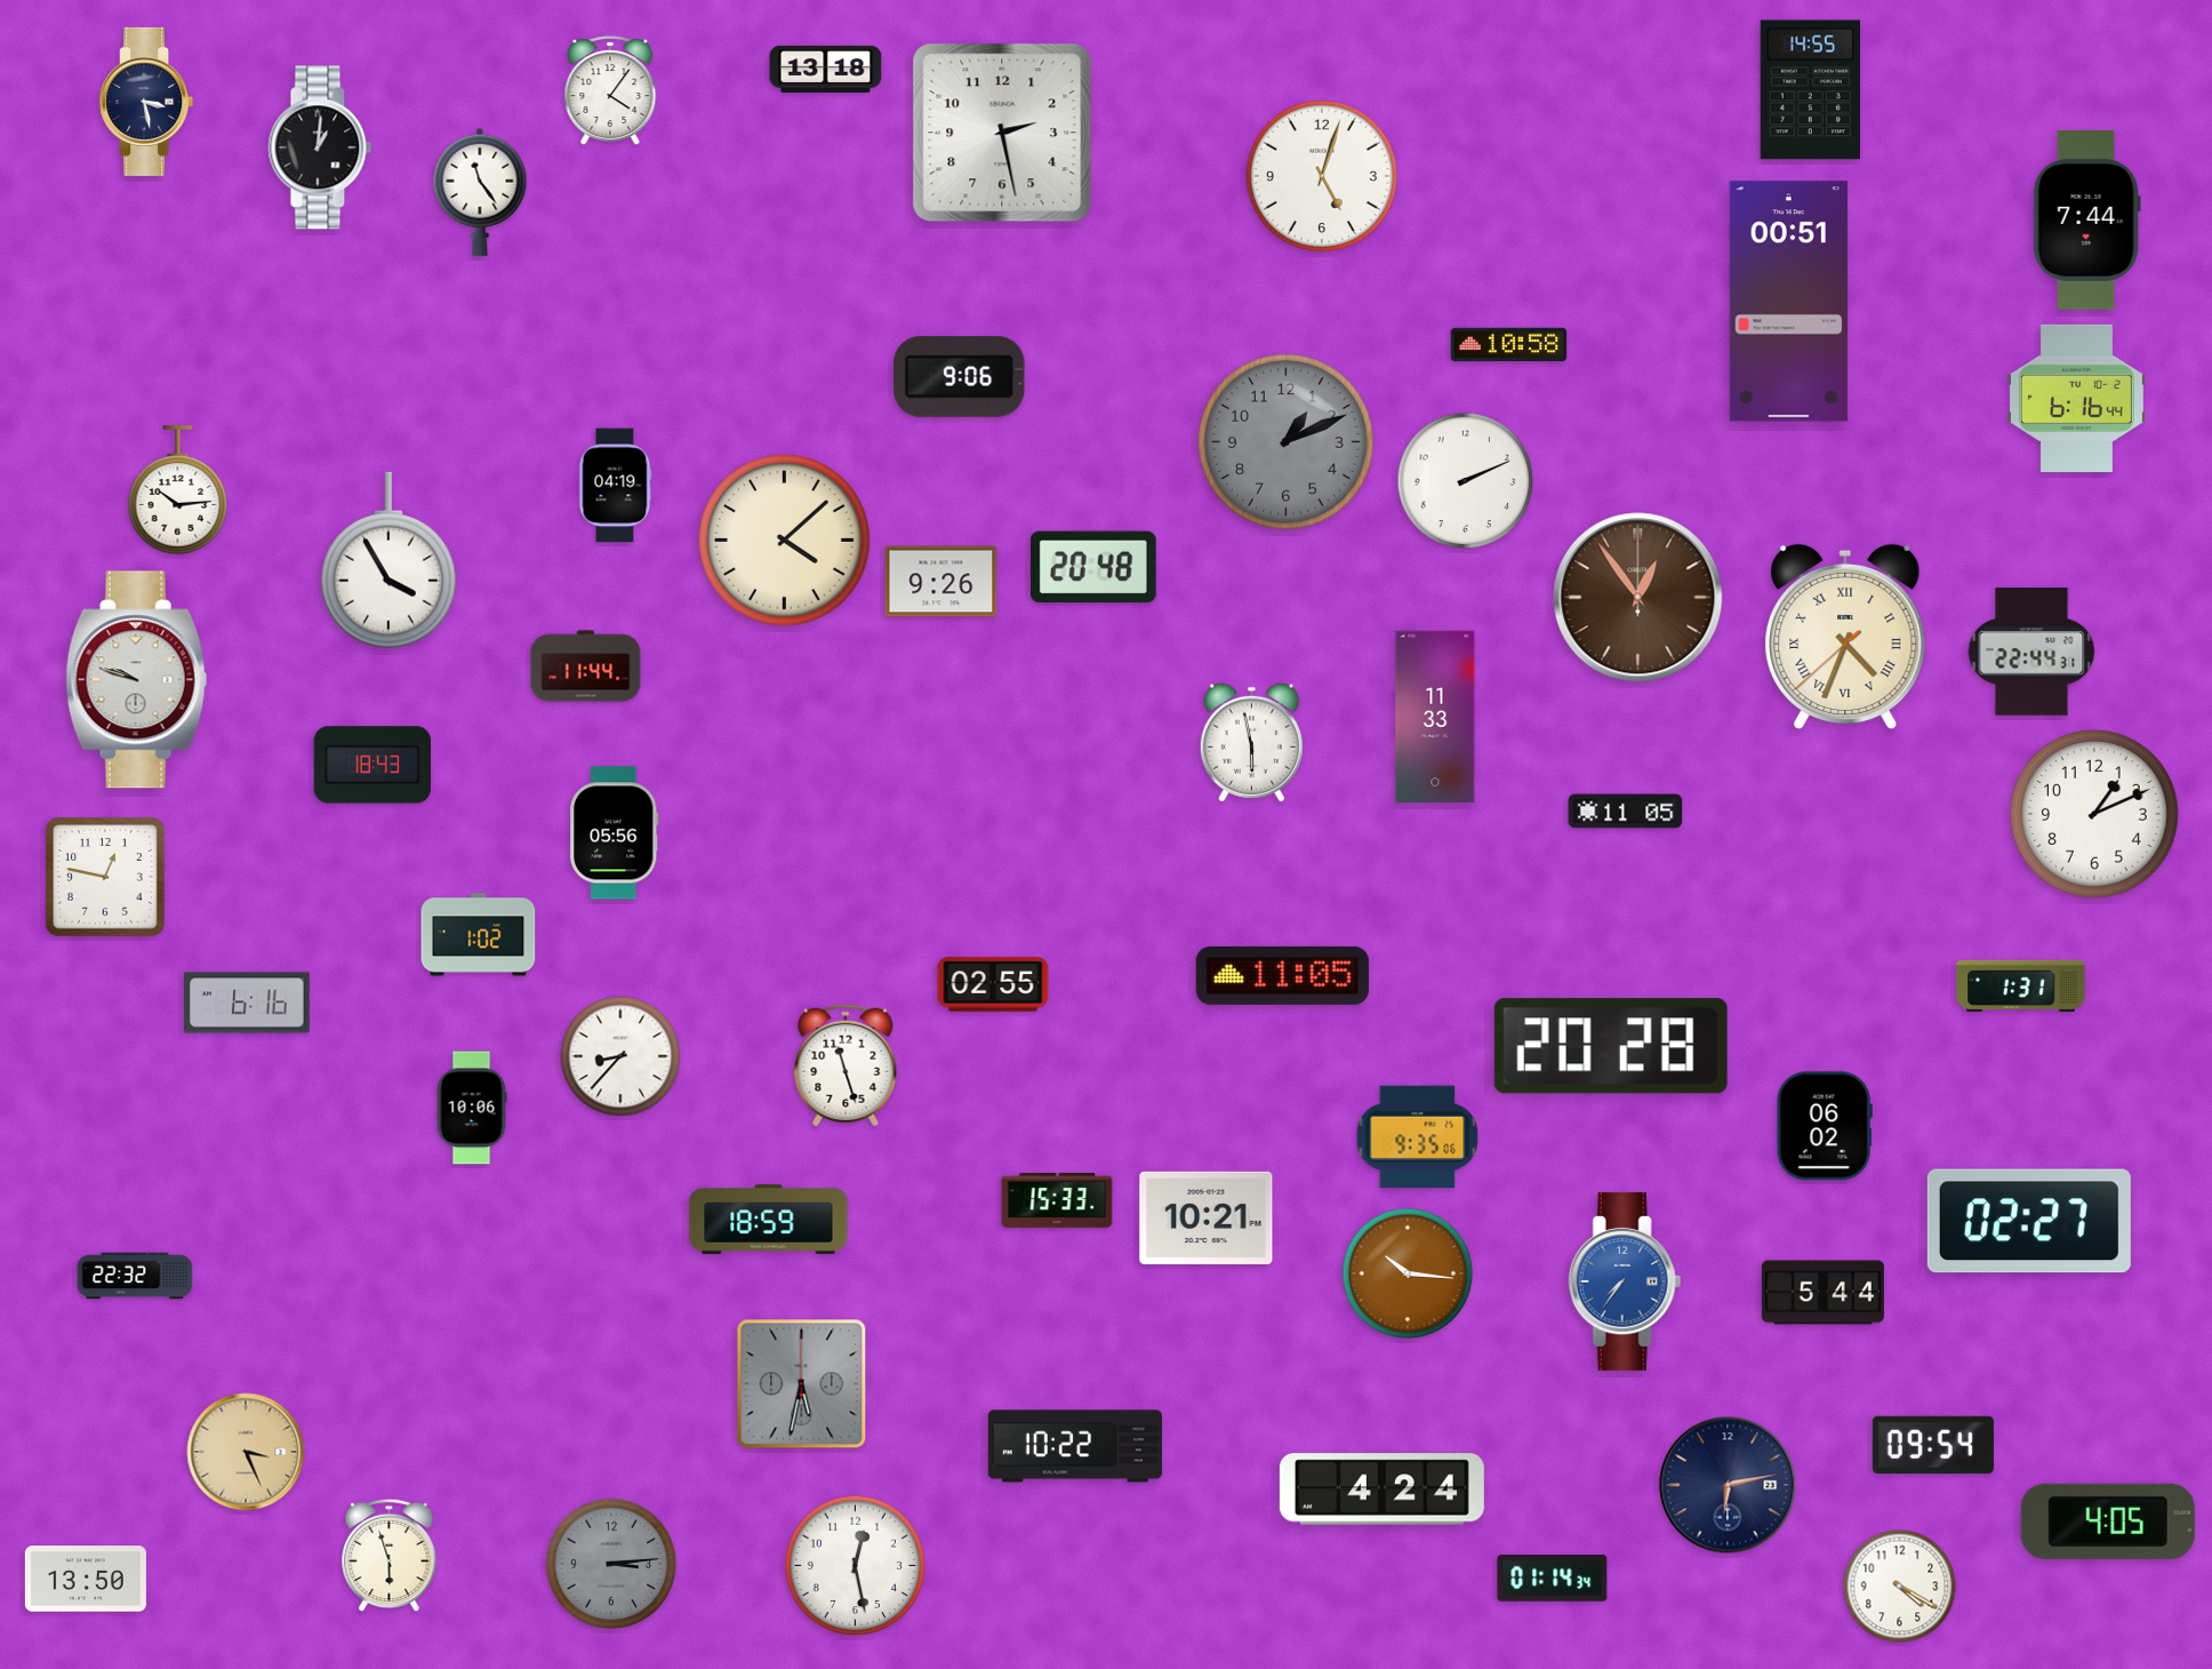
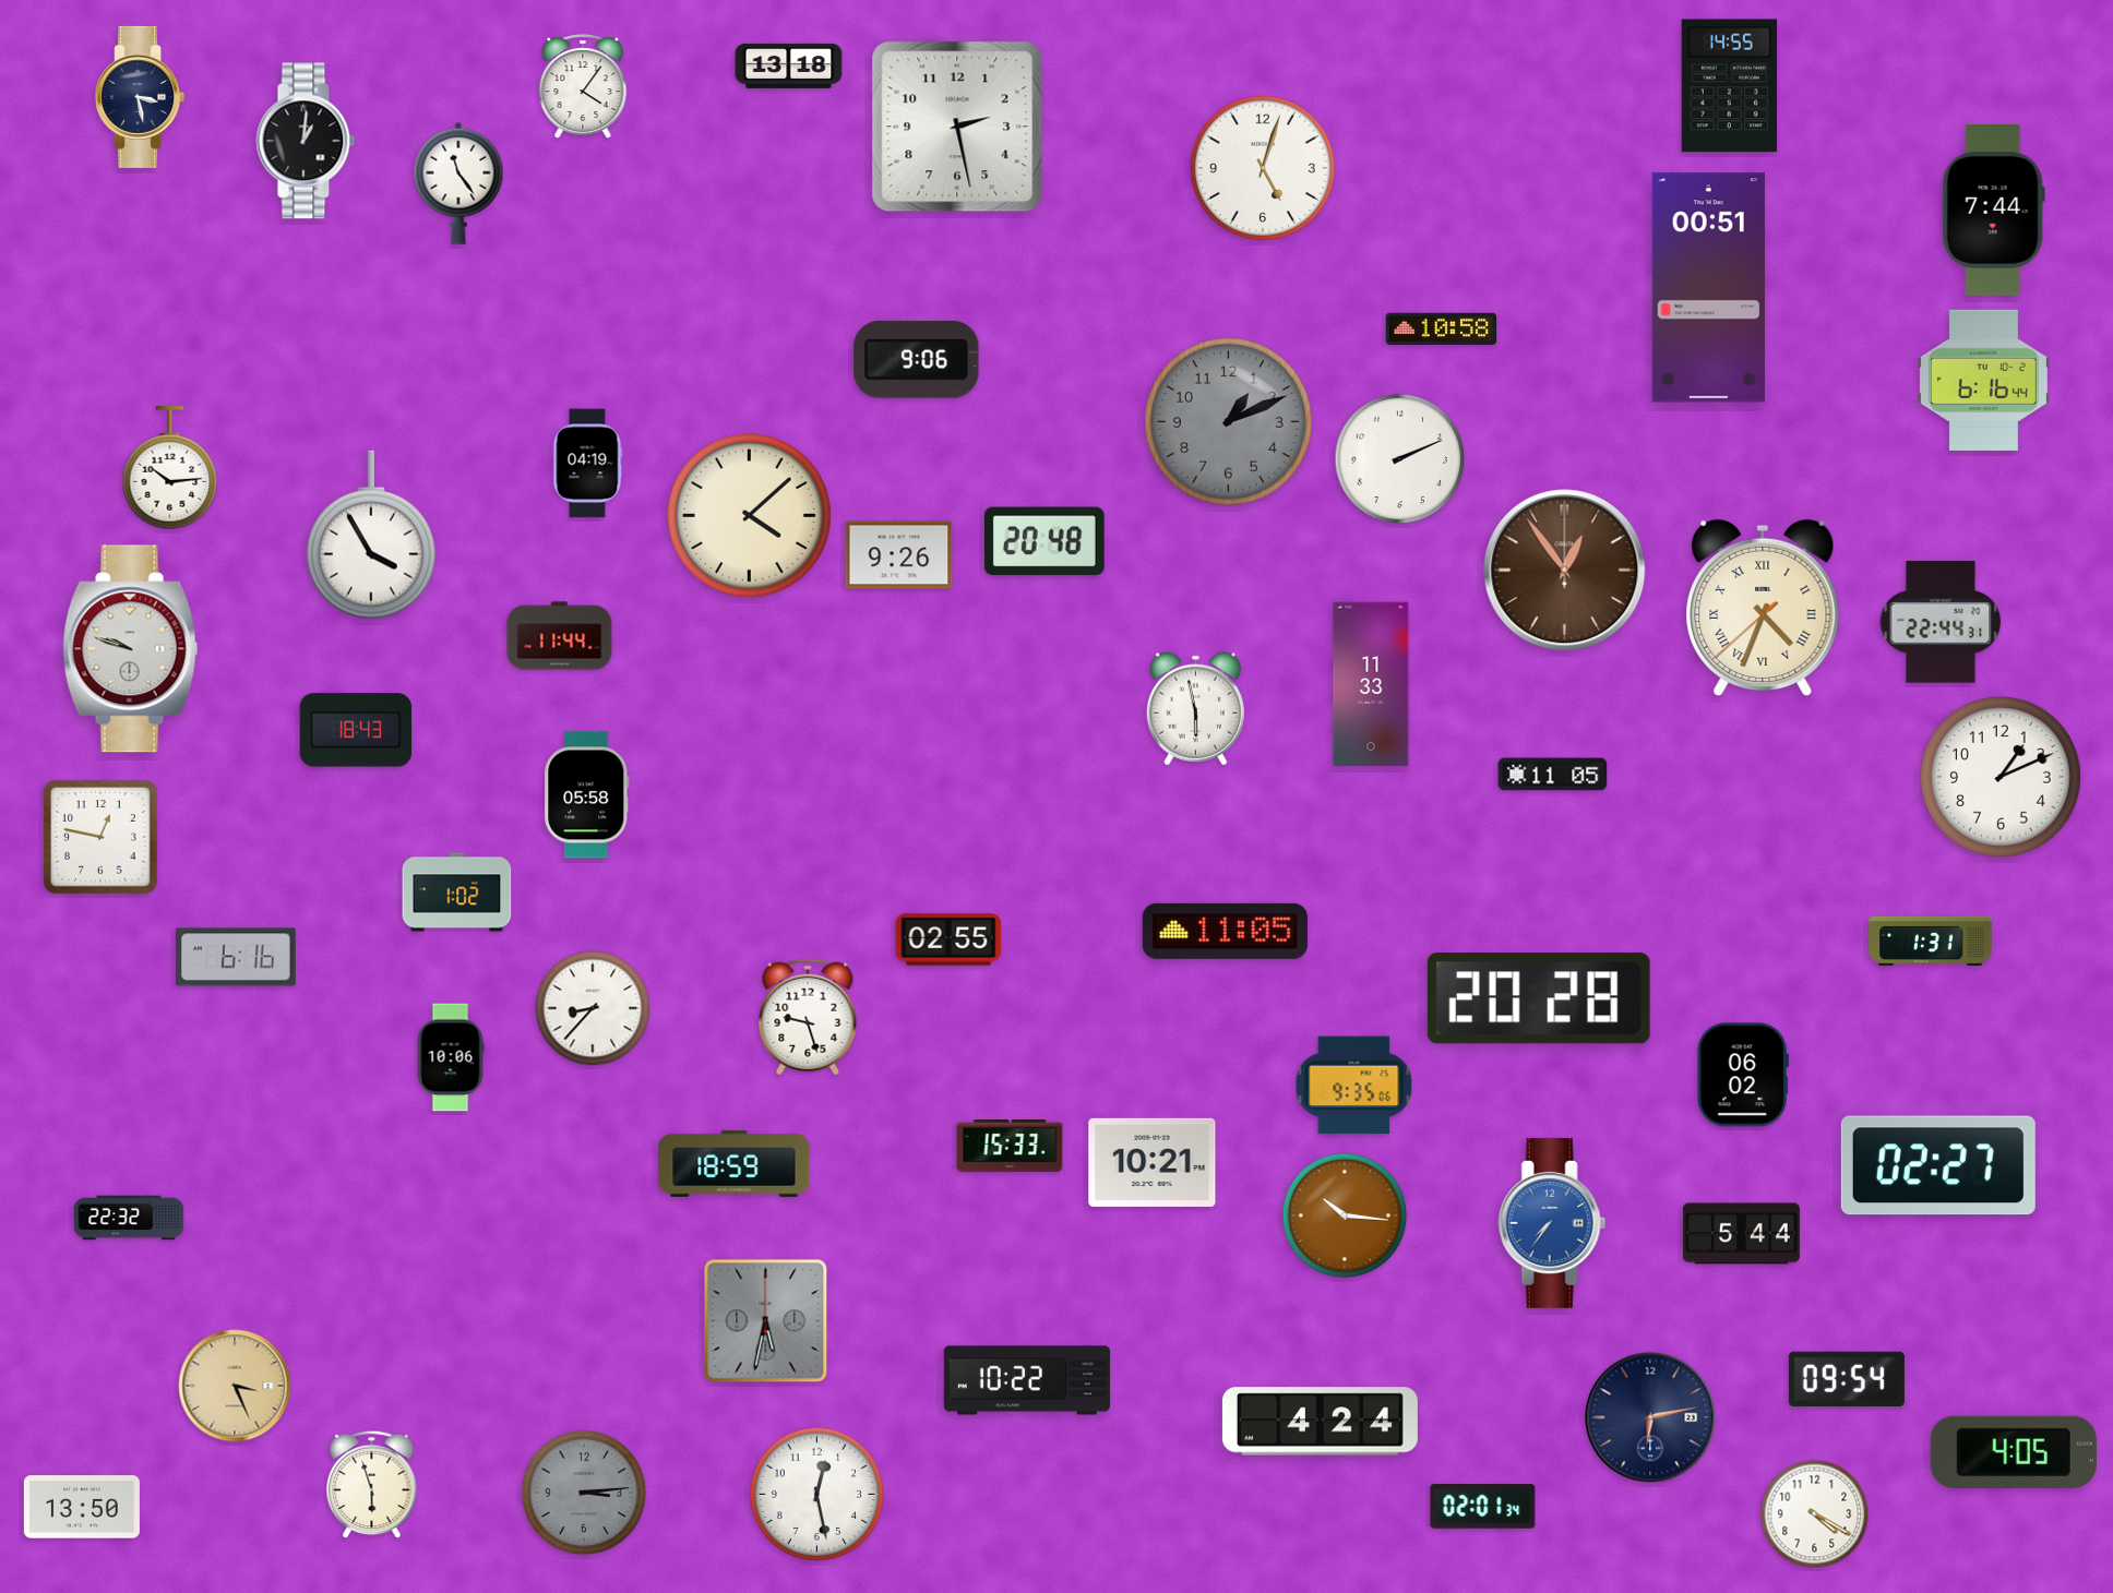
clock at (615, 833): 05:56 -> 05:58
clock at (845, 1065): 11:27 -> 9:27
clock at (1553, 1579): 01:14 -> 02:01
